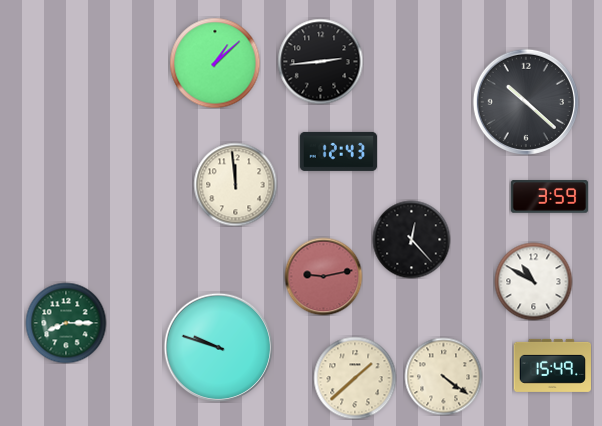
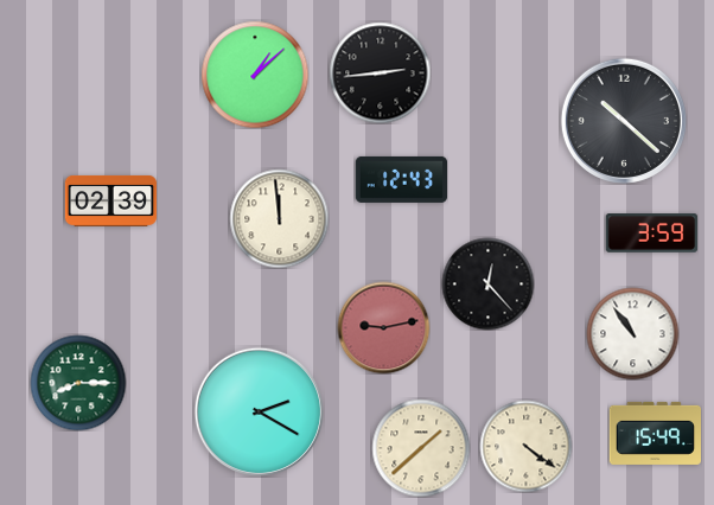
clock at (110, 200): none -> 02:39
clock at (533, 281): 10:50 -> 10:54
clock at (218, 347): 9:48 -> 2:20
